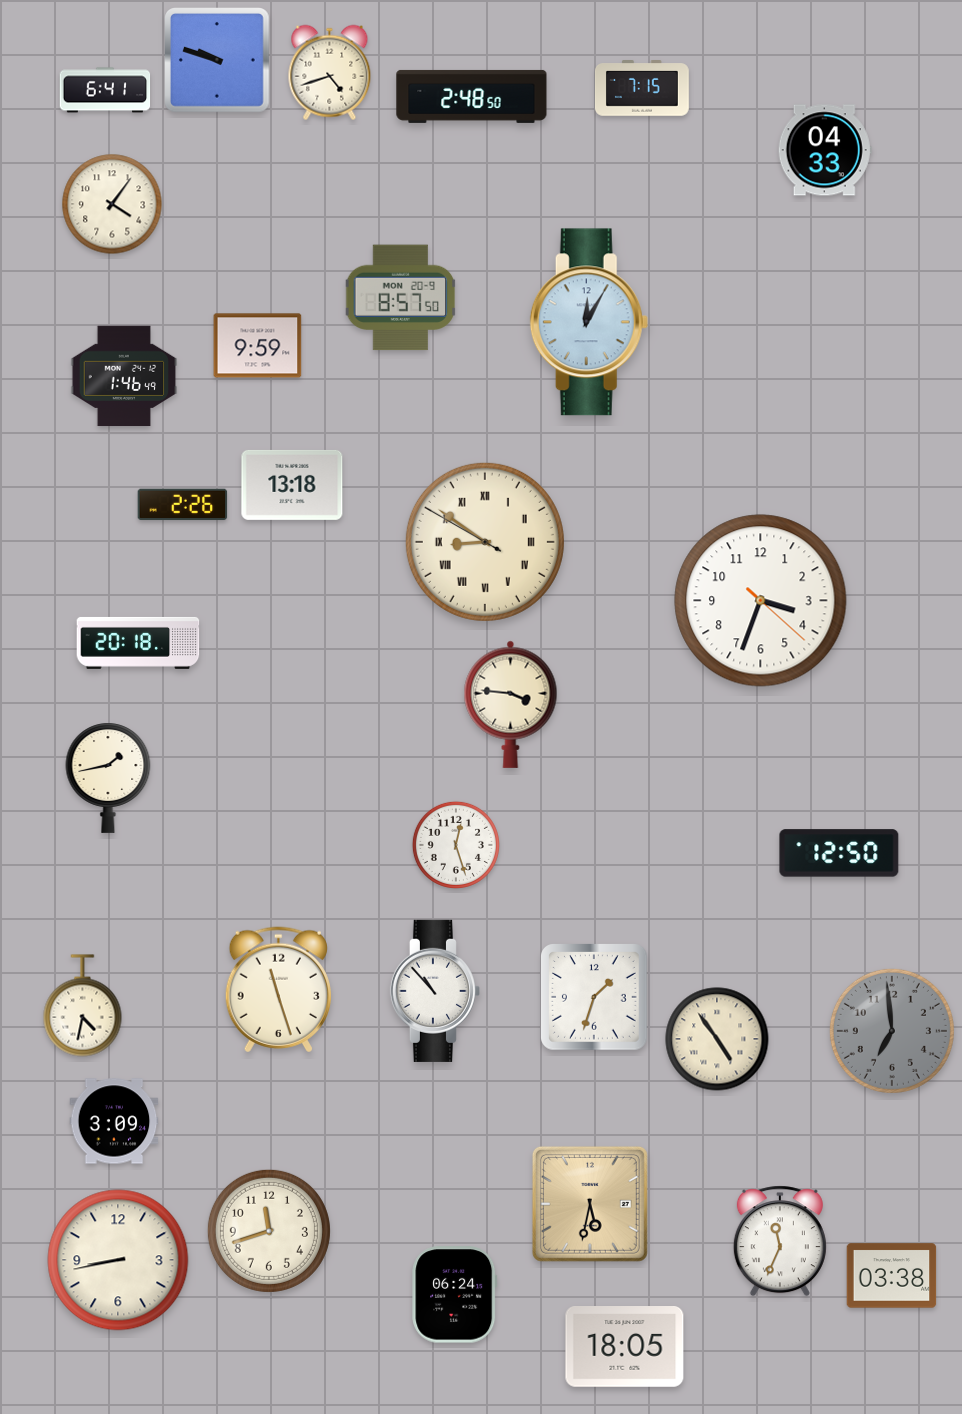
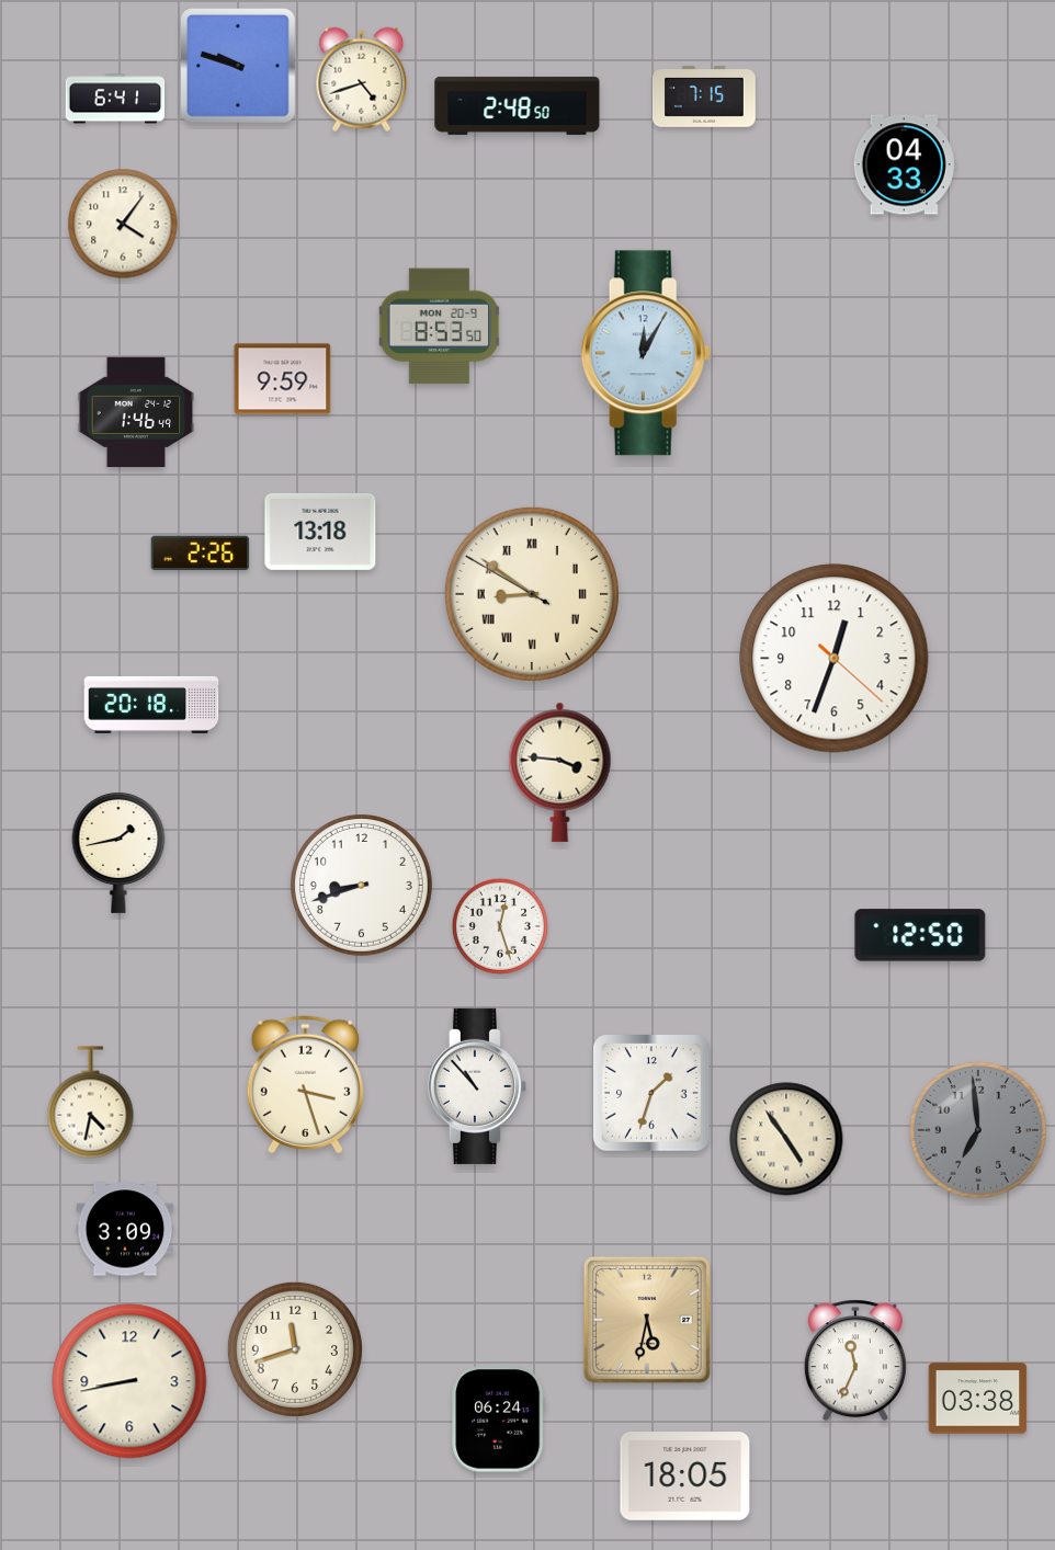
clock at (401, 298): 8:57 -> 8:53
clock at (761, 601): 3:33 -> 12:33
clock at (362, 886): none -> 8:42
clock at (278, 990): 11:27 -> 3:27
